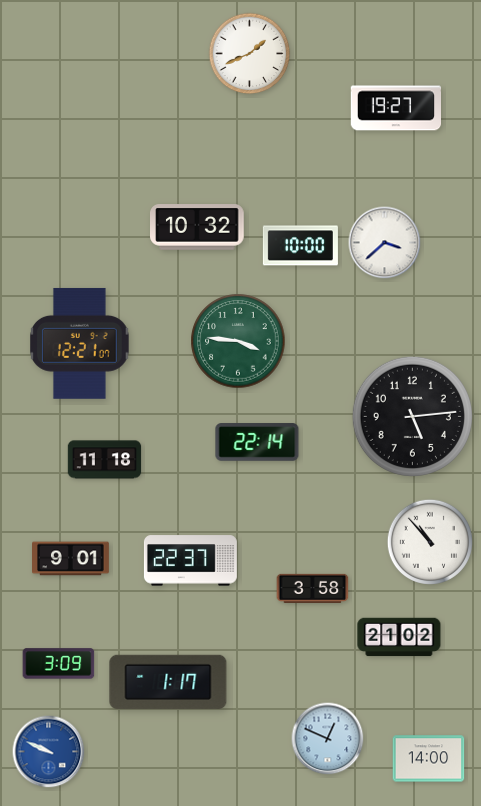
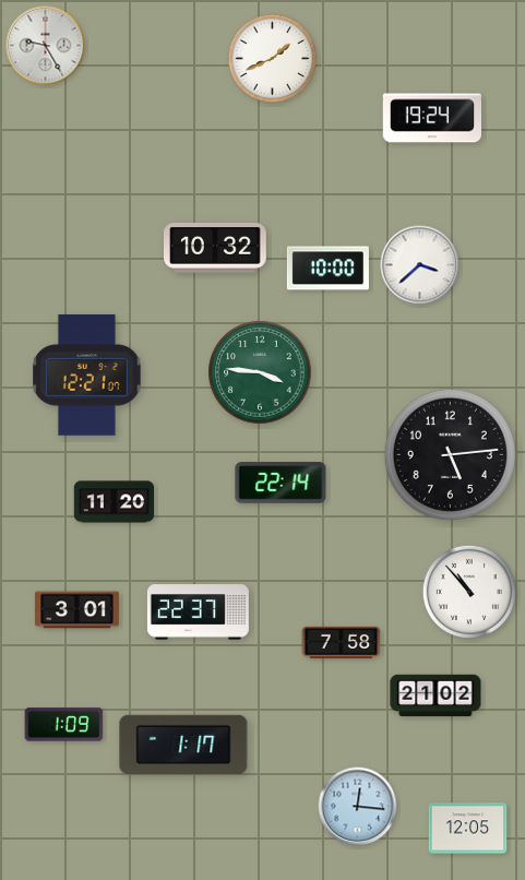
clock at (46, 46): none -> 9:25
clock at (396, 108): 19:27 -> 19:24
clock at (105, 460): 11:18 -> 11:20
clock at (71, 559): 9:01 -> 3:01
clock at (190, 561) position: (190, 561) -> (198, 613)
clock at (313, 588): 3:58 -> 7:58
clock at (59, 664): 3:09 -> 1:09
clock at (328, 739): 12:49 -> 12:16
clock at (49, 752): 9:49 -> none
clock at (429, 759): 14:00 -> 12:05
